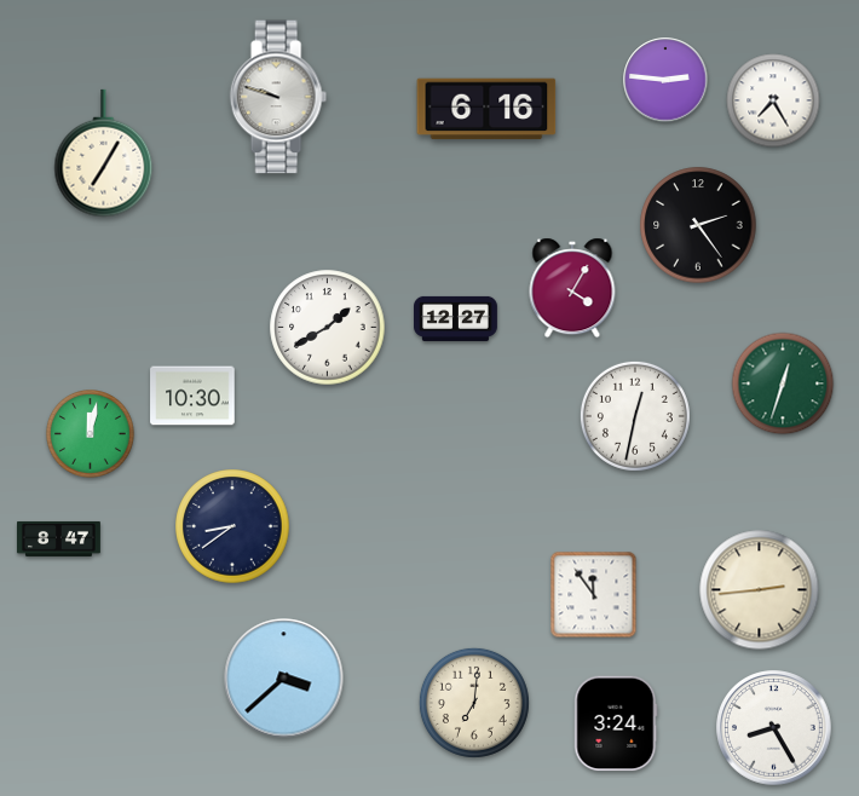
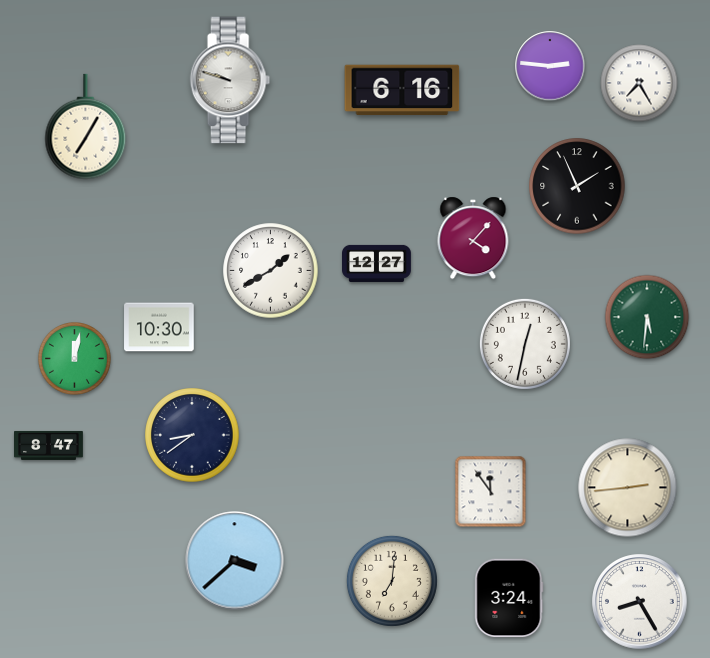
clock at (698, 225): 2:24 -> 1:56
clock at (572, 288): 4:05 -> 4:07
clock at (783, 383): 12:33 -> 5:31
